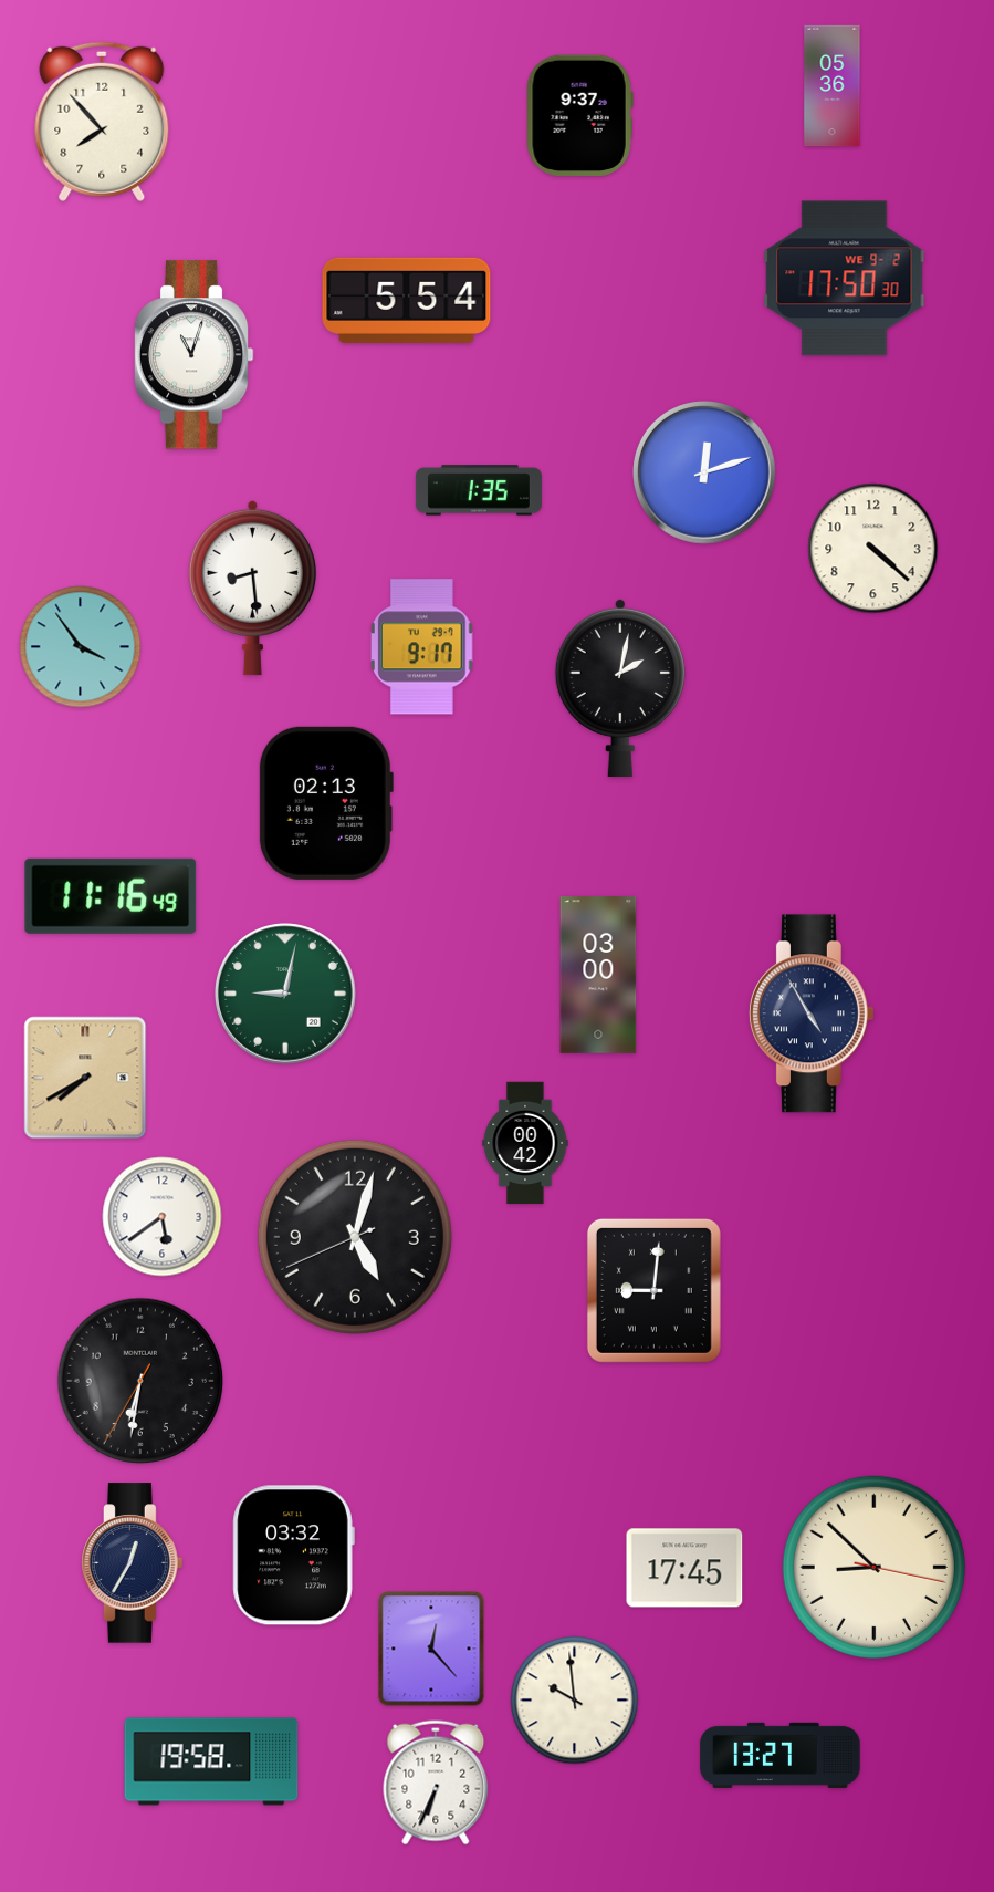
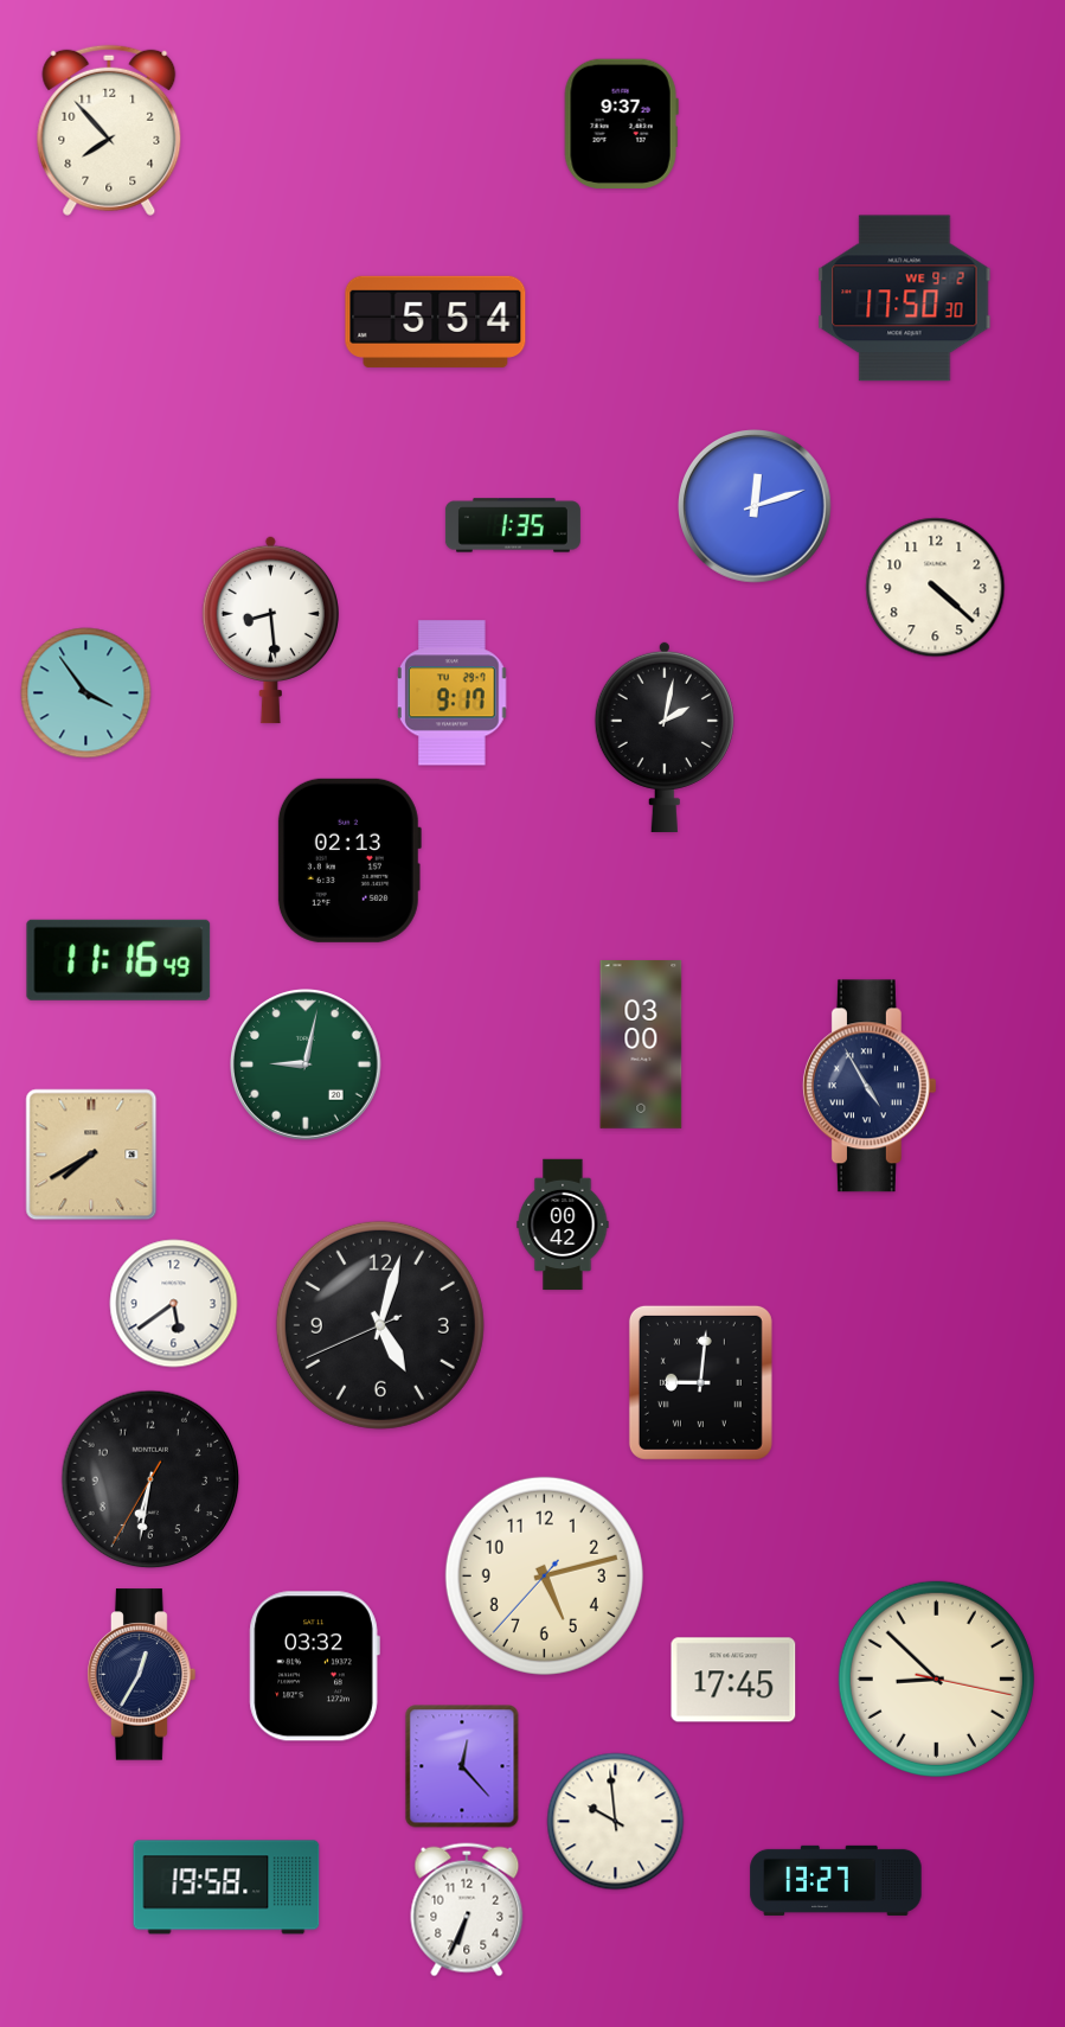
clock at (833, 86): 05:36 -> none
clock at (193, 355): 11:03 -> none
clock at (544, 1575): none -> 5:12
